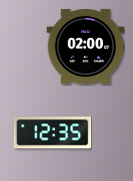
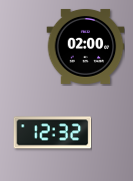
clock at (52, 133): 12:35 -> 12:32
